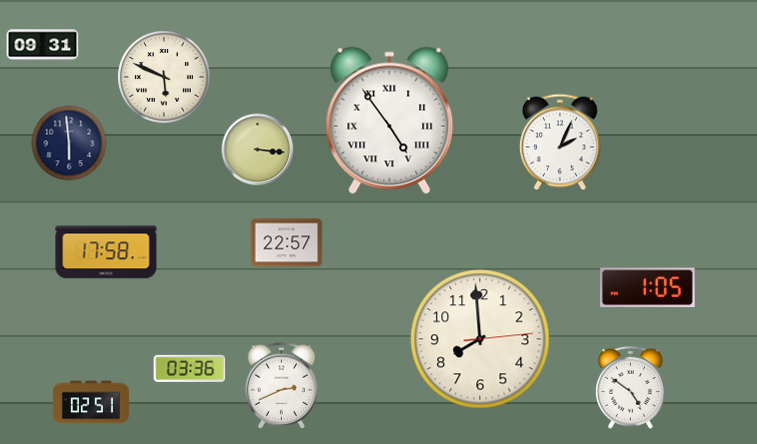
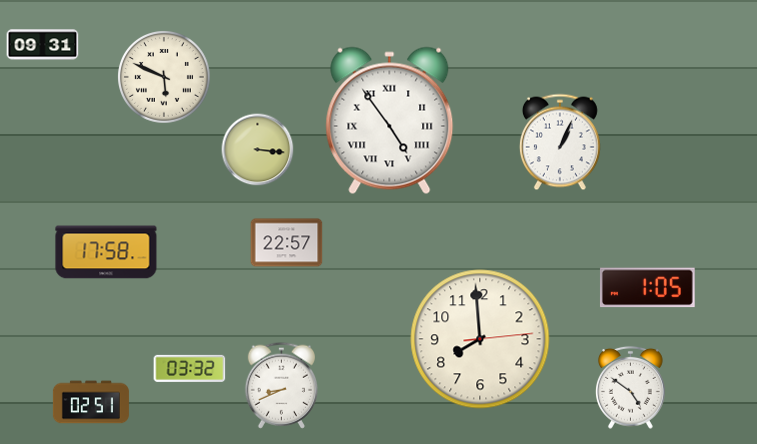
clock at (560, 142): 2:04 -> 1:04
clock at (69, 143): 5:59 -> none
clock at (190, 368): 03:36 -> 03:32
clock at (281, 385): 2:41 -> 8:41
